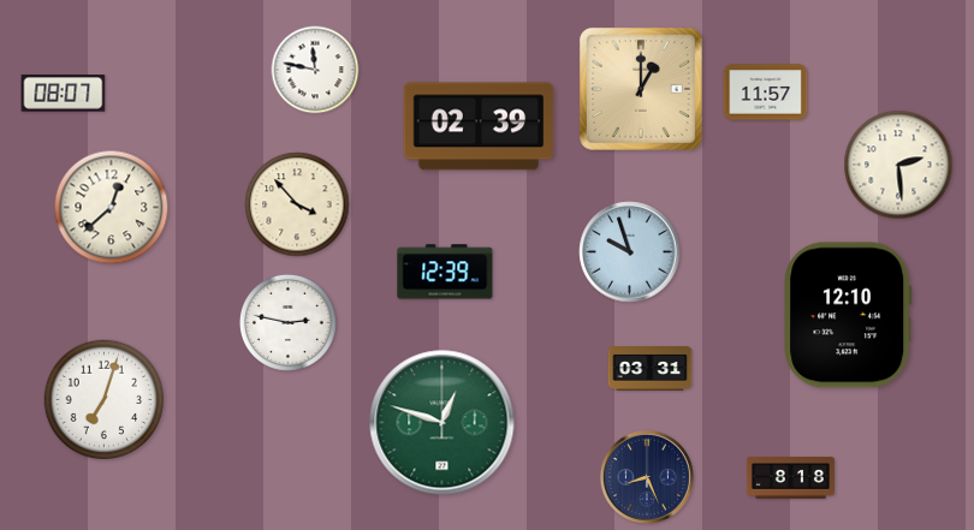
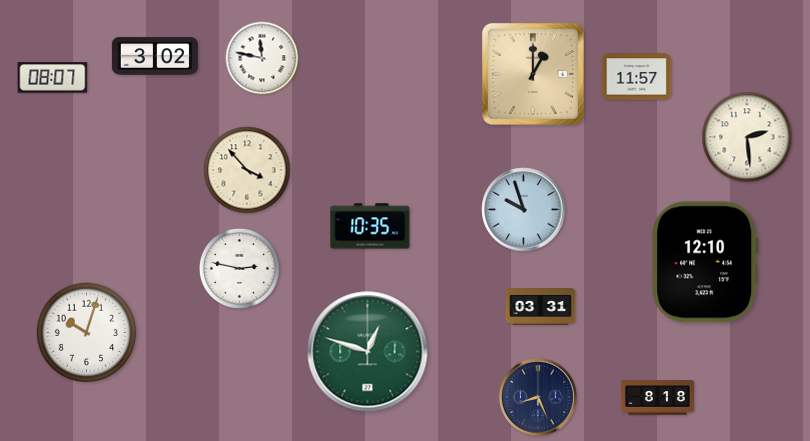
clock at (155, 56): none -> 3:02
clock at (479, 126): 02:39 -> none
clock at (112, 208): 12:38 -> none
clock at (445, 272): 12:39 -> 10:35
clock at (105, 400): 7:03 -> 10:03
